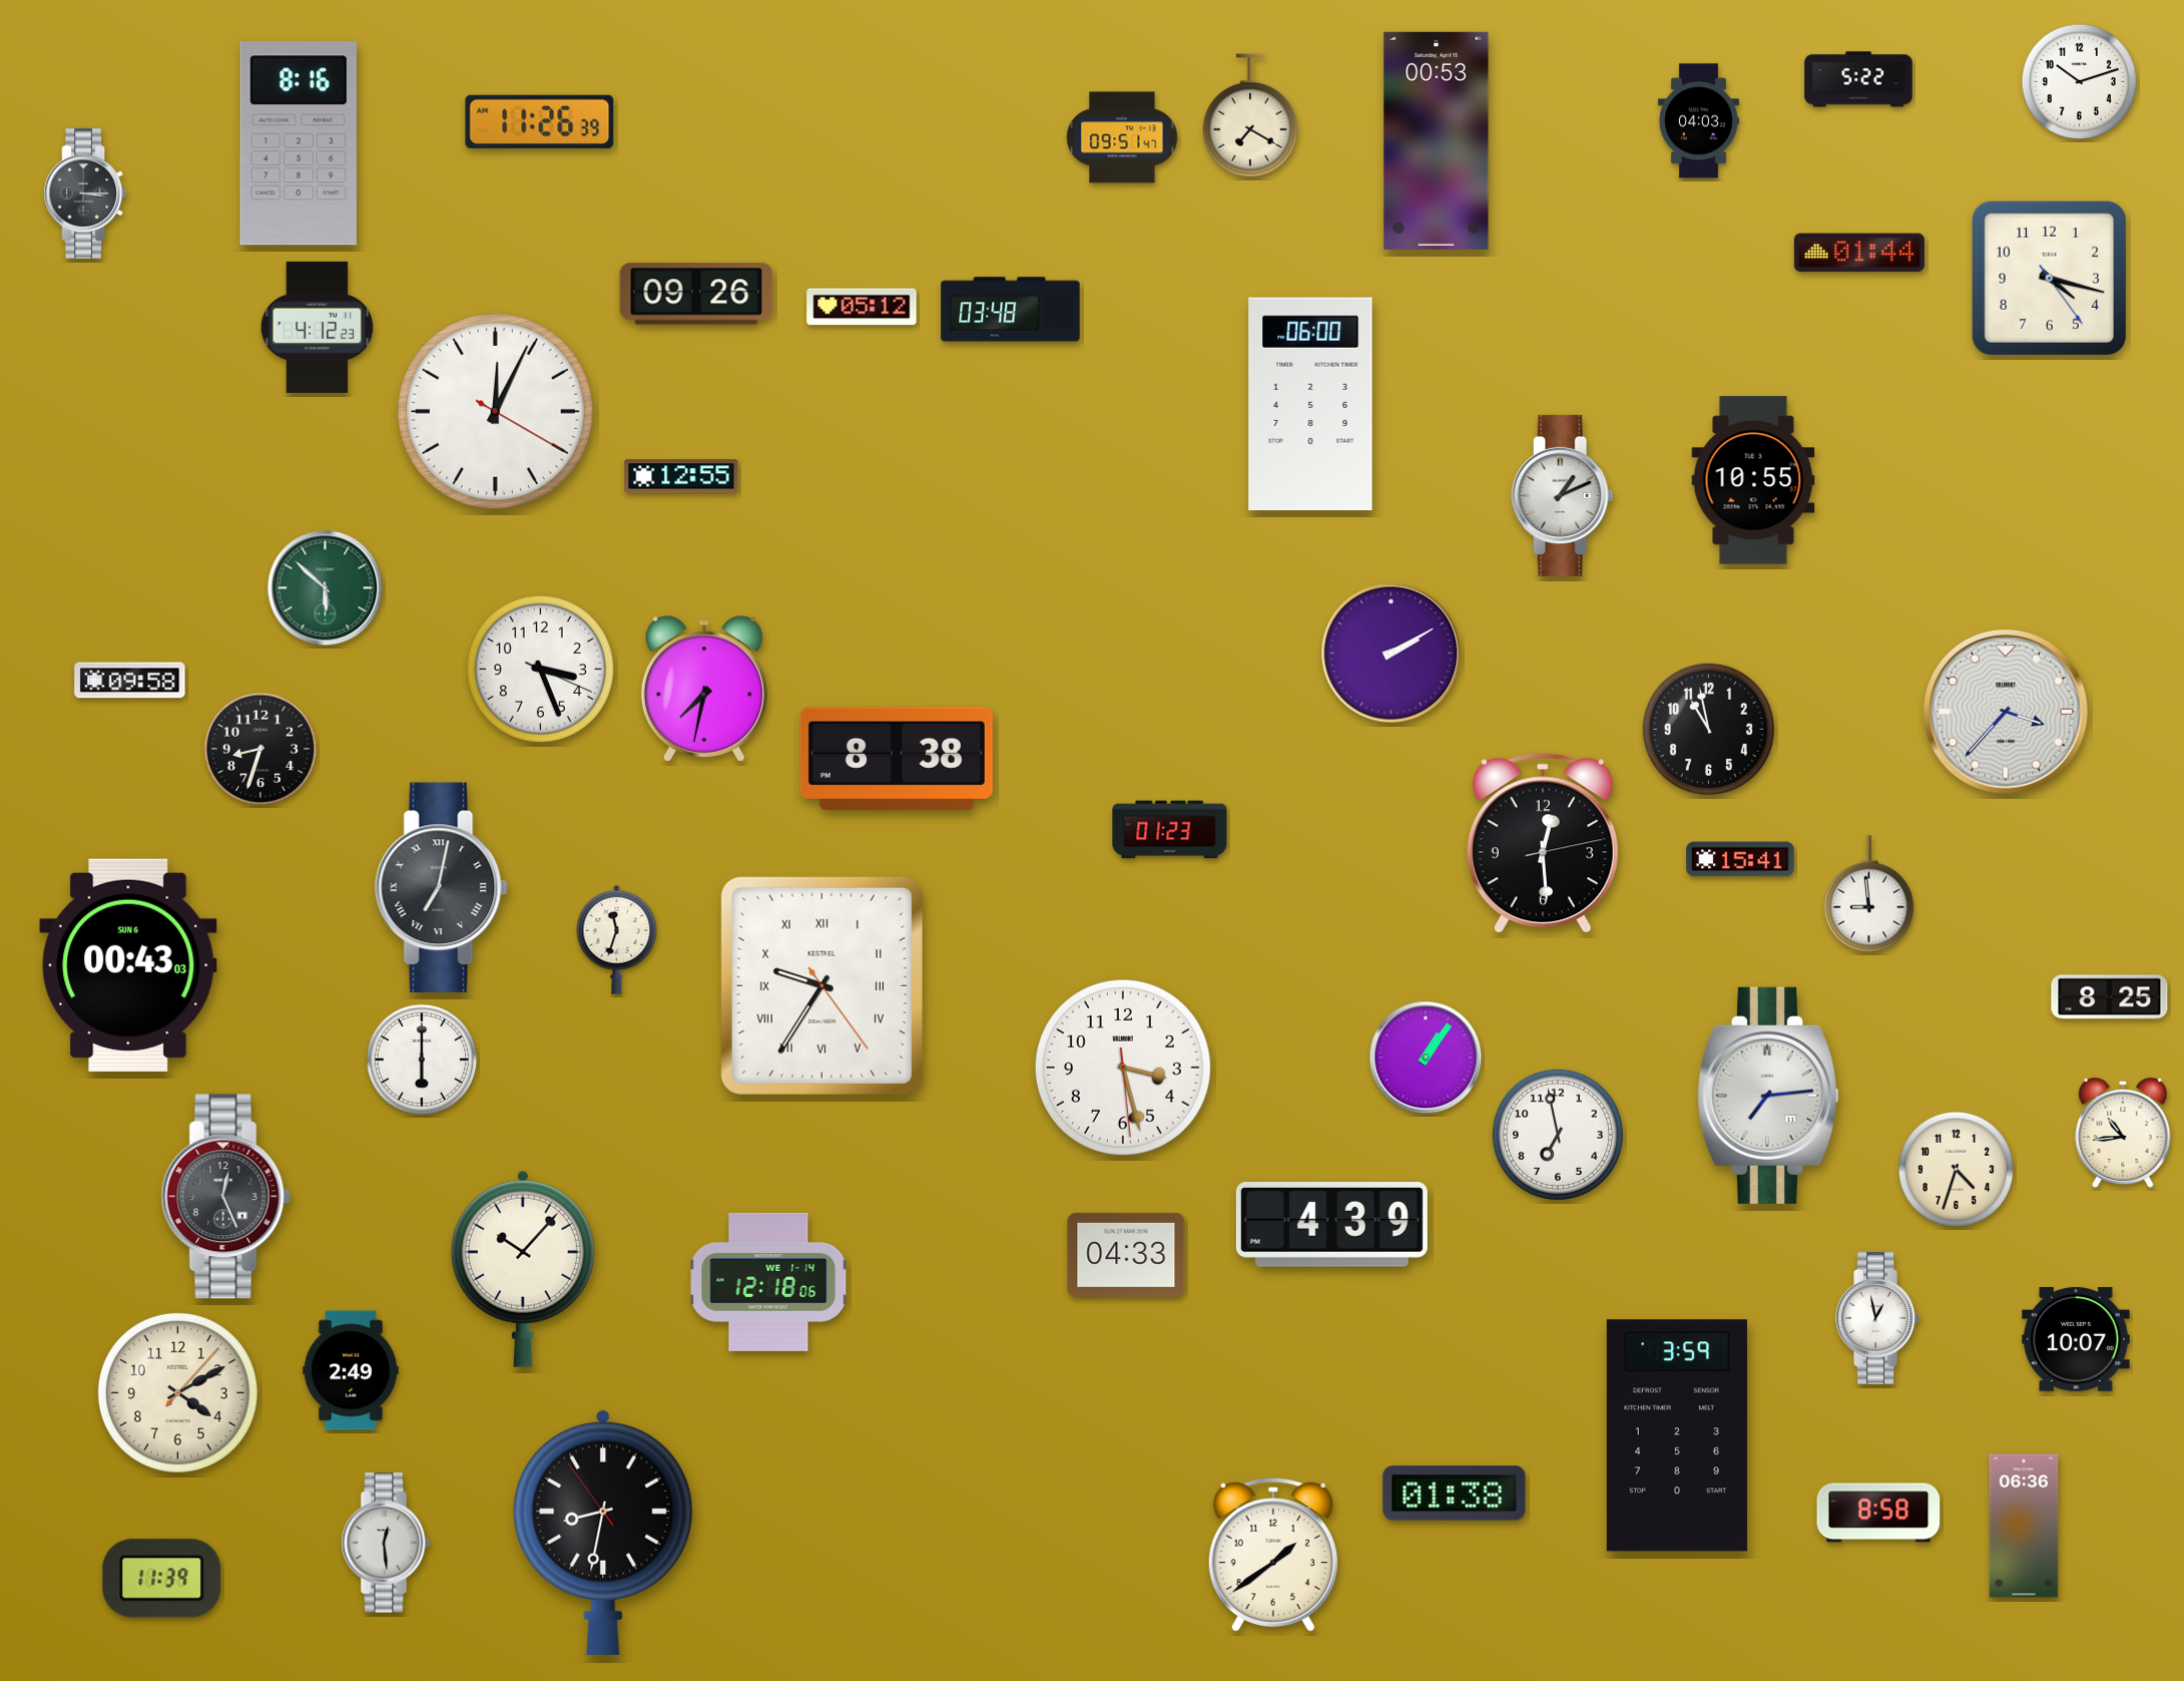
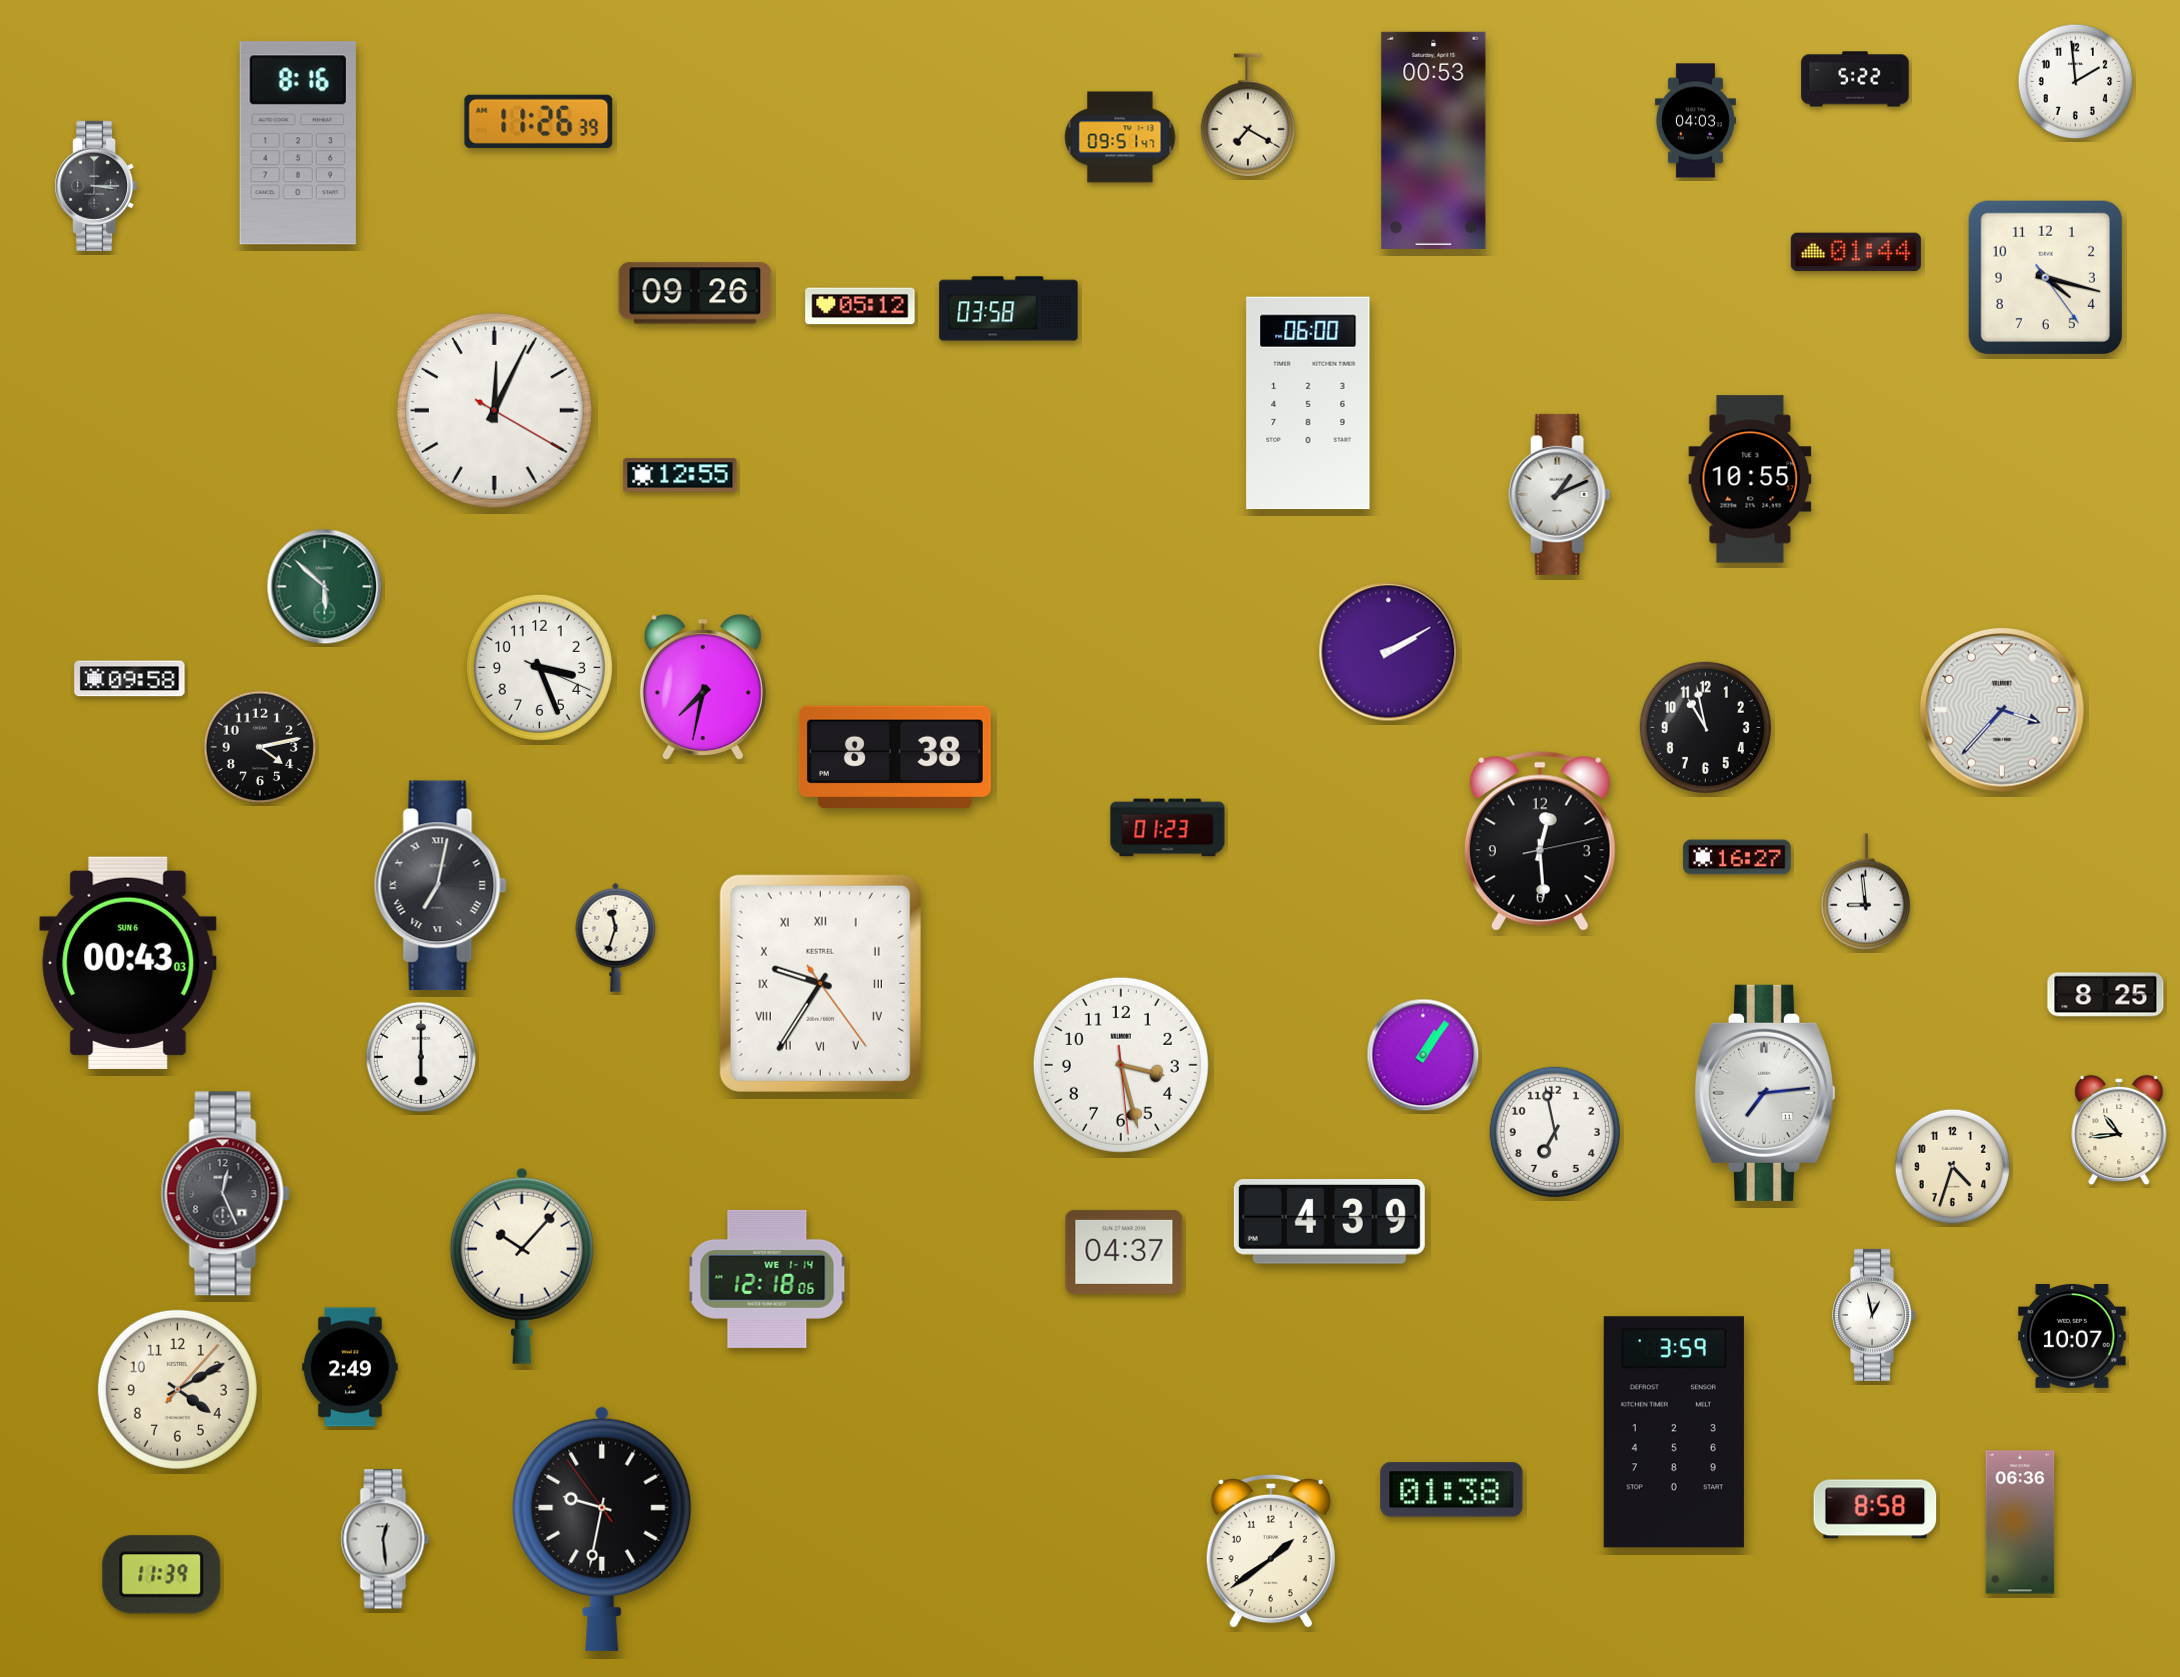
clock at (2079, 81): 10:12 -> 1:59
clock at (85, 193) position: (85, 193) -> (96, 186)
clock at (1011, 310): 03:48 -> 03:58
clock at (317, 327): 4:12 -> none
clock at (260, 749): 8:33 -> 4:13
clock at (1740, 859): 15:41 -> 16:27
clock at (1126, 1255): 04:33 -> 04:37
clock at (603, 1532): 8:31 -> 9:31
